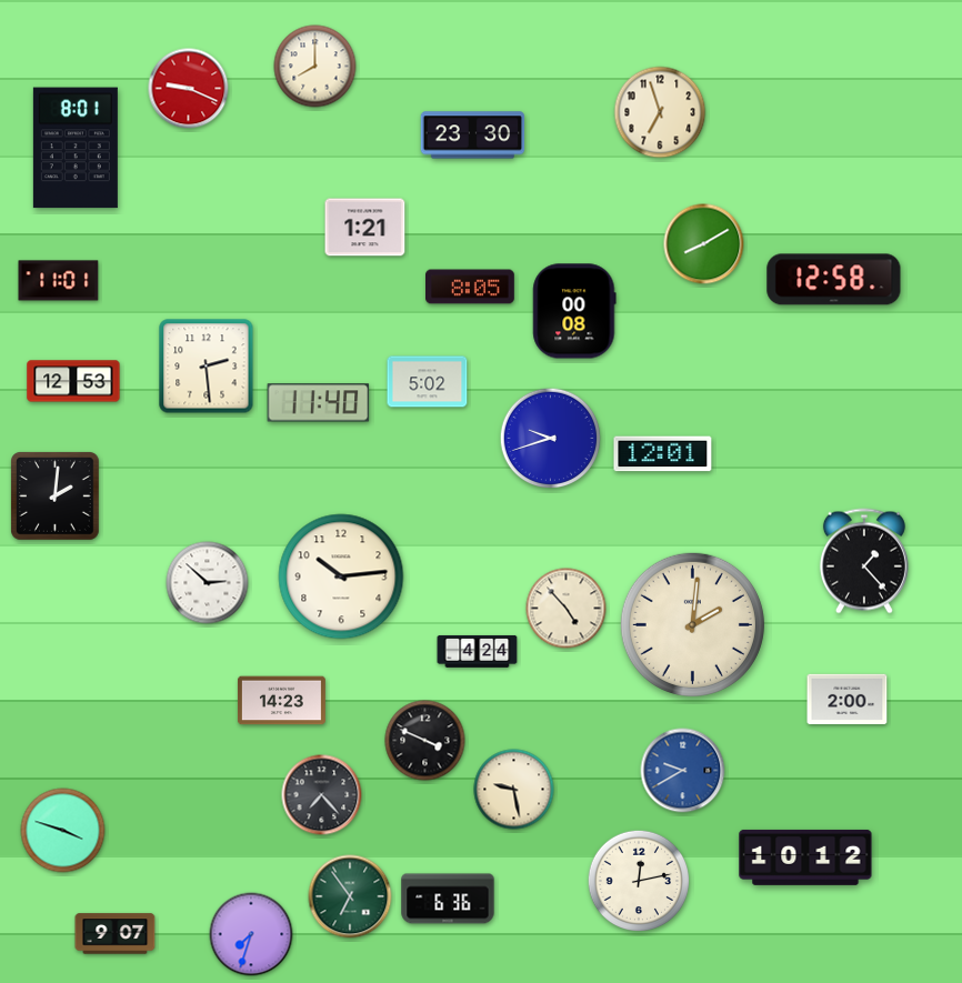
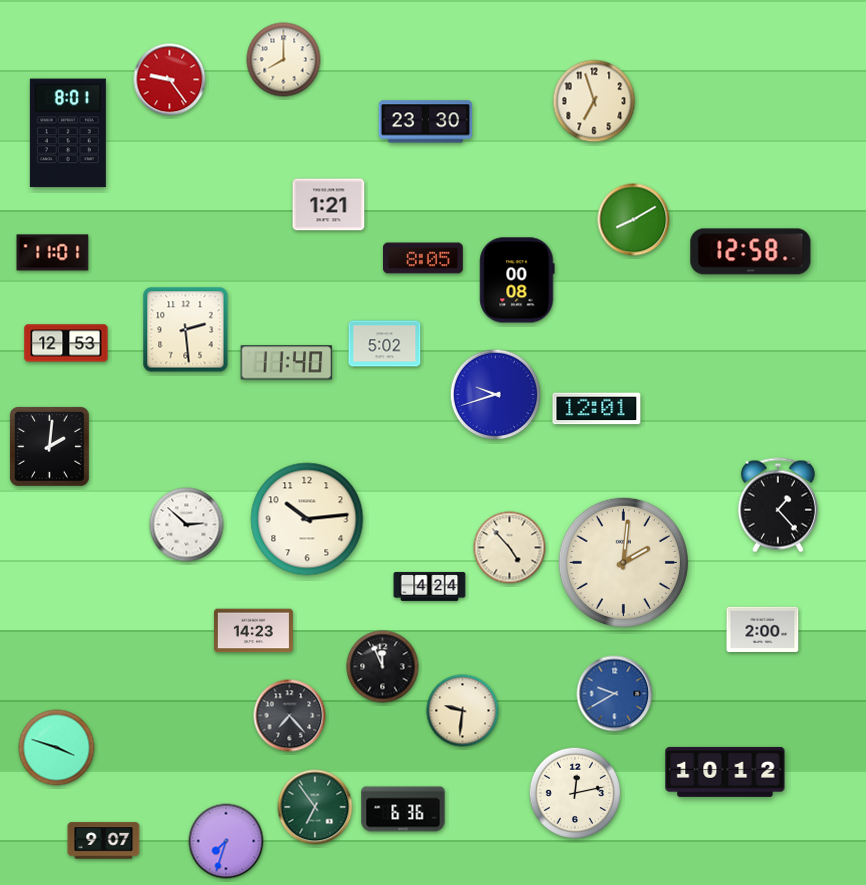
clock at (189, 89): 9:19 -> 9:24
clock at (425, 741): 3:49 -> 11:56
clock at (514, 790): 9:28 -> 9:31
